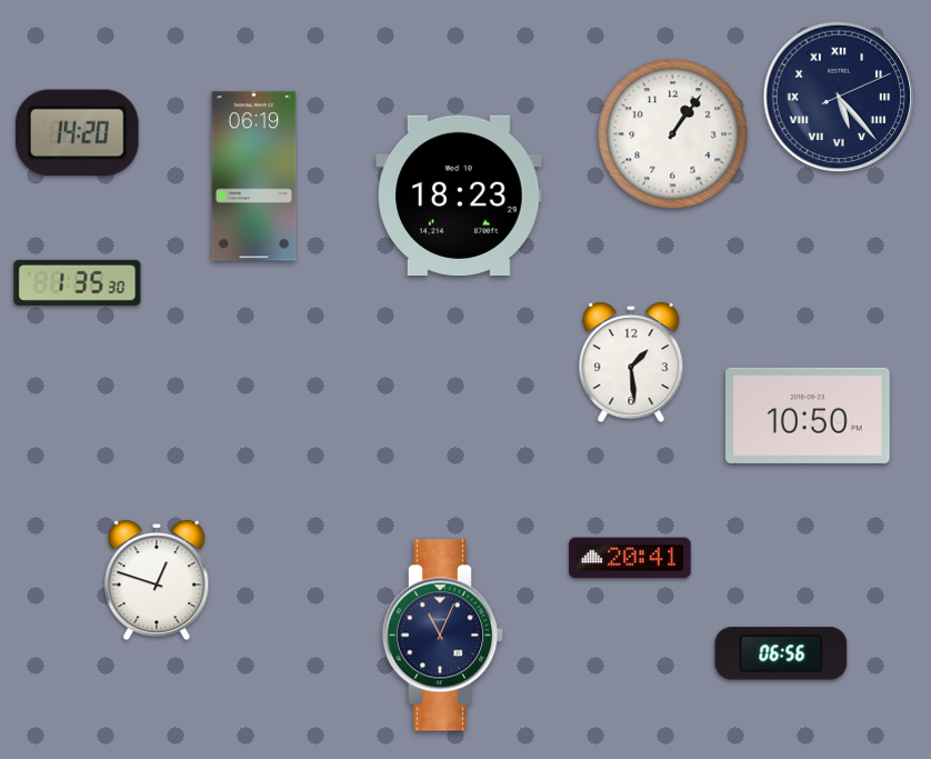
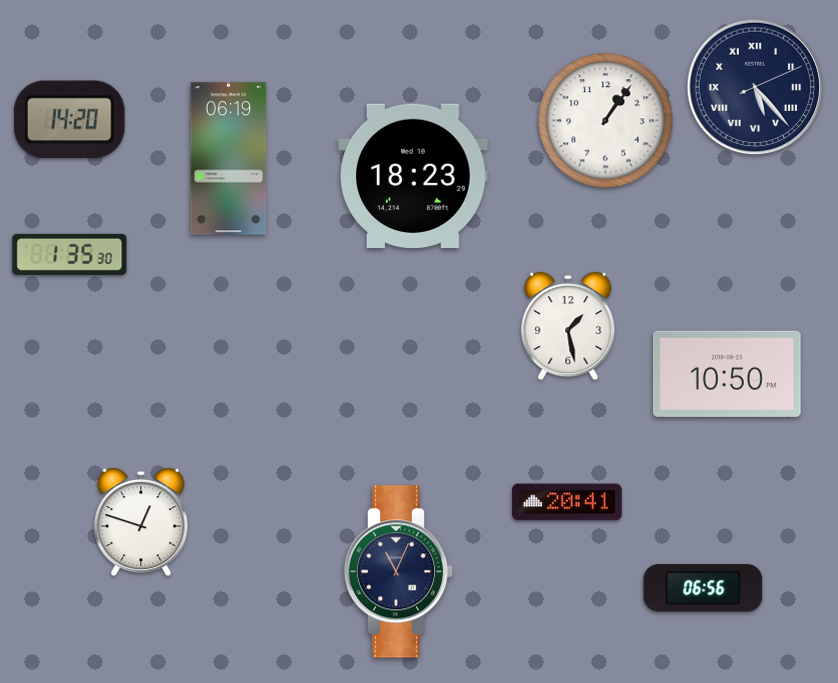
clock at (631, 363): 1:29 -> 1:28
